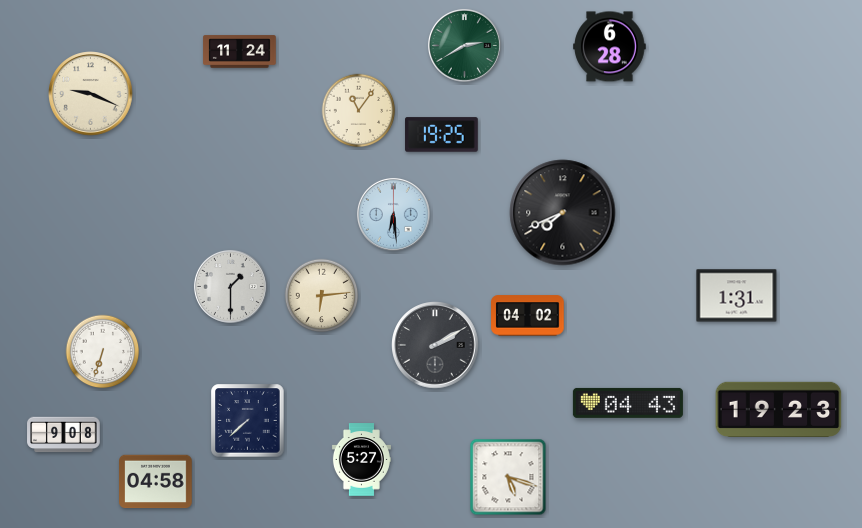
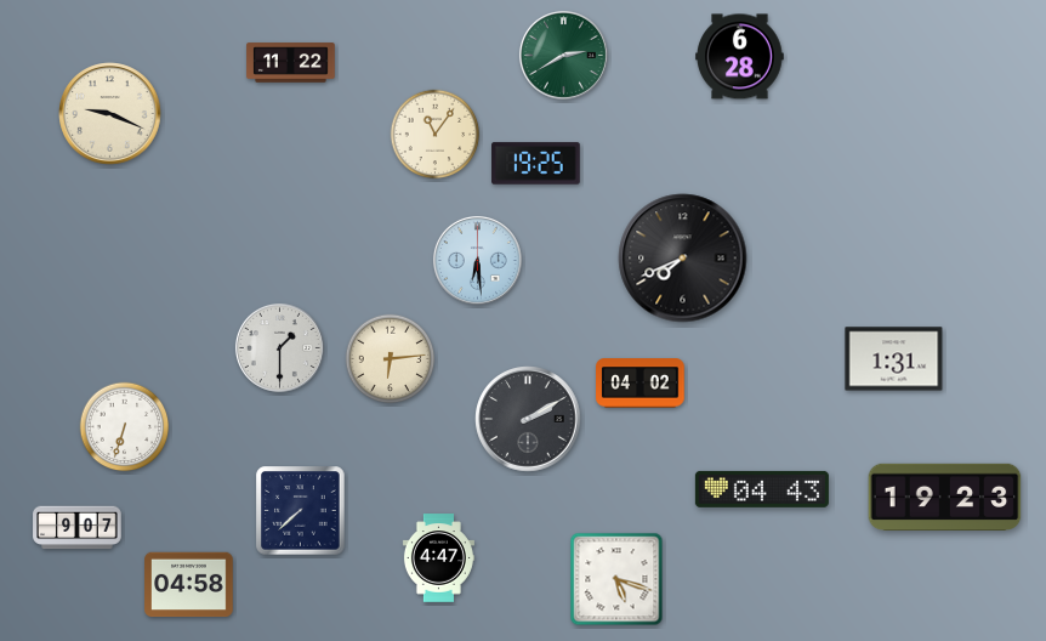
clock at (240, 52): 11:24 -> 11:22
clock at (64, 435): 9:08 -> 9:07
clock at (361, 460): 5:27 -> 4:47
